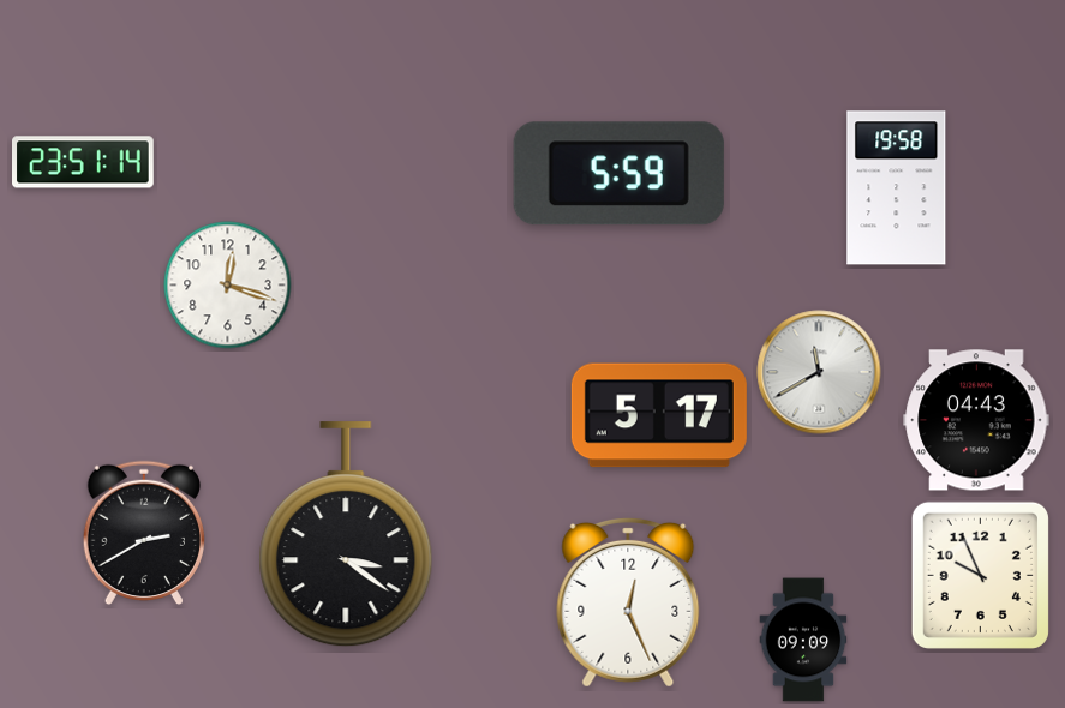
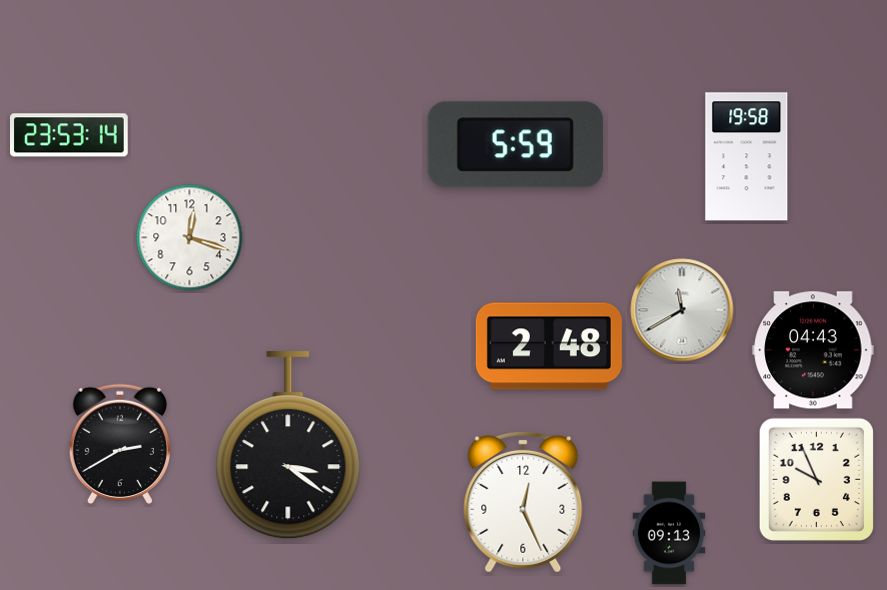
clock at (84, 162): 23:51 -> 23:53
clock at (659, 415): 5:17 -> 2:48
clock at (803, 640): 09:09 -> 09:13
